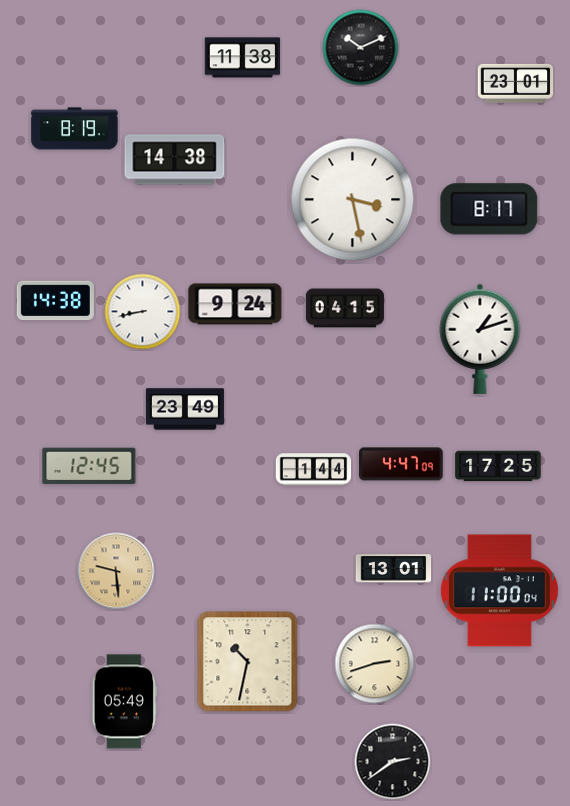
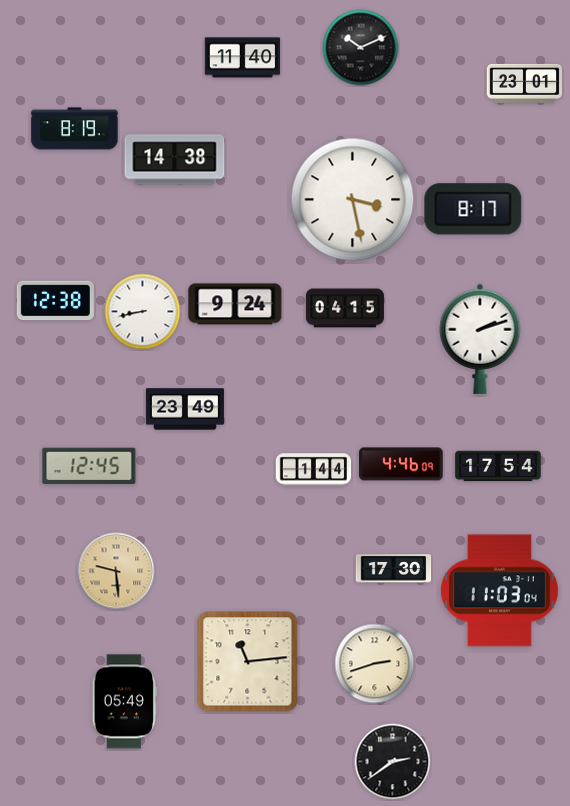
clock at (243, 58): 11:38 -> 11:40
clock at (516, 83) position: (516, 83) -> (525, 83)
clock at (489, 209) position: (489, 209) -> (473, 209)
clock at (55, 301): 14:38 -> 12:38
clock at (480, 339): 1:12 -> 2:12
clock at (401, 464): 4:47 -> 4:46
clock at (498, 466): 17:25 -> 17:54
clock at (394, 569): 13:01 -> 17:30
clock at (499, 591): 11:00 -> 11:03
clock at (248, 662): 10:32 -> 11:14
